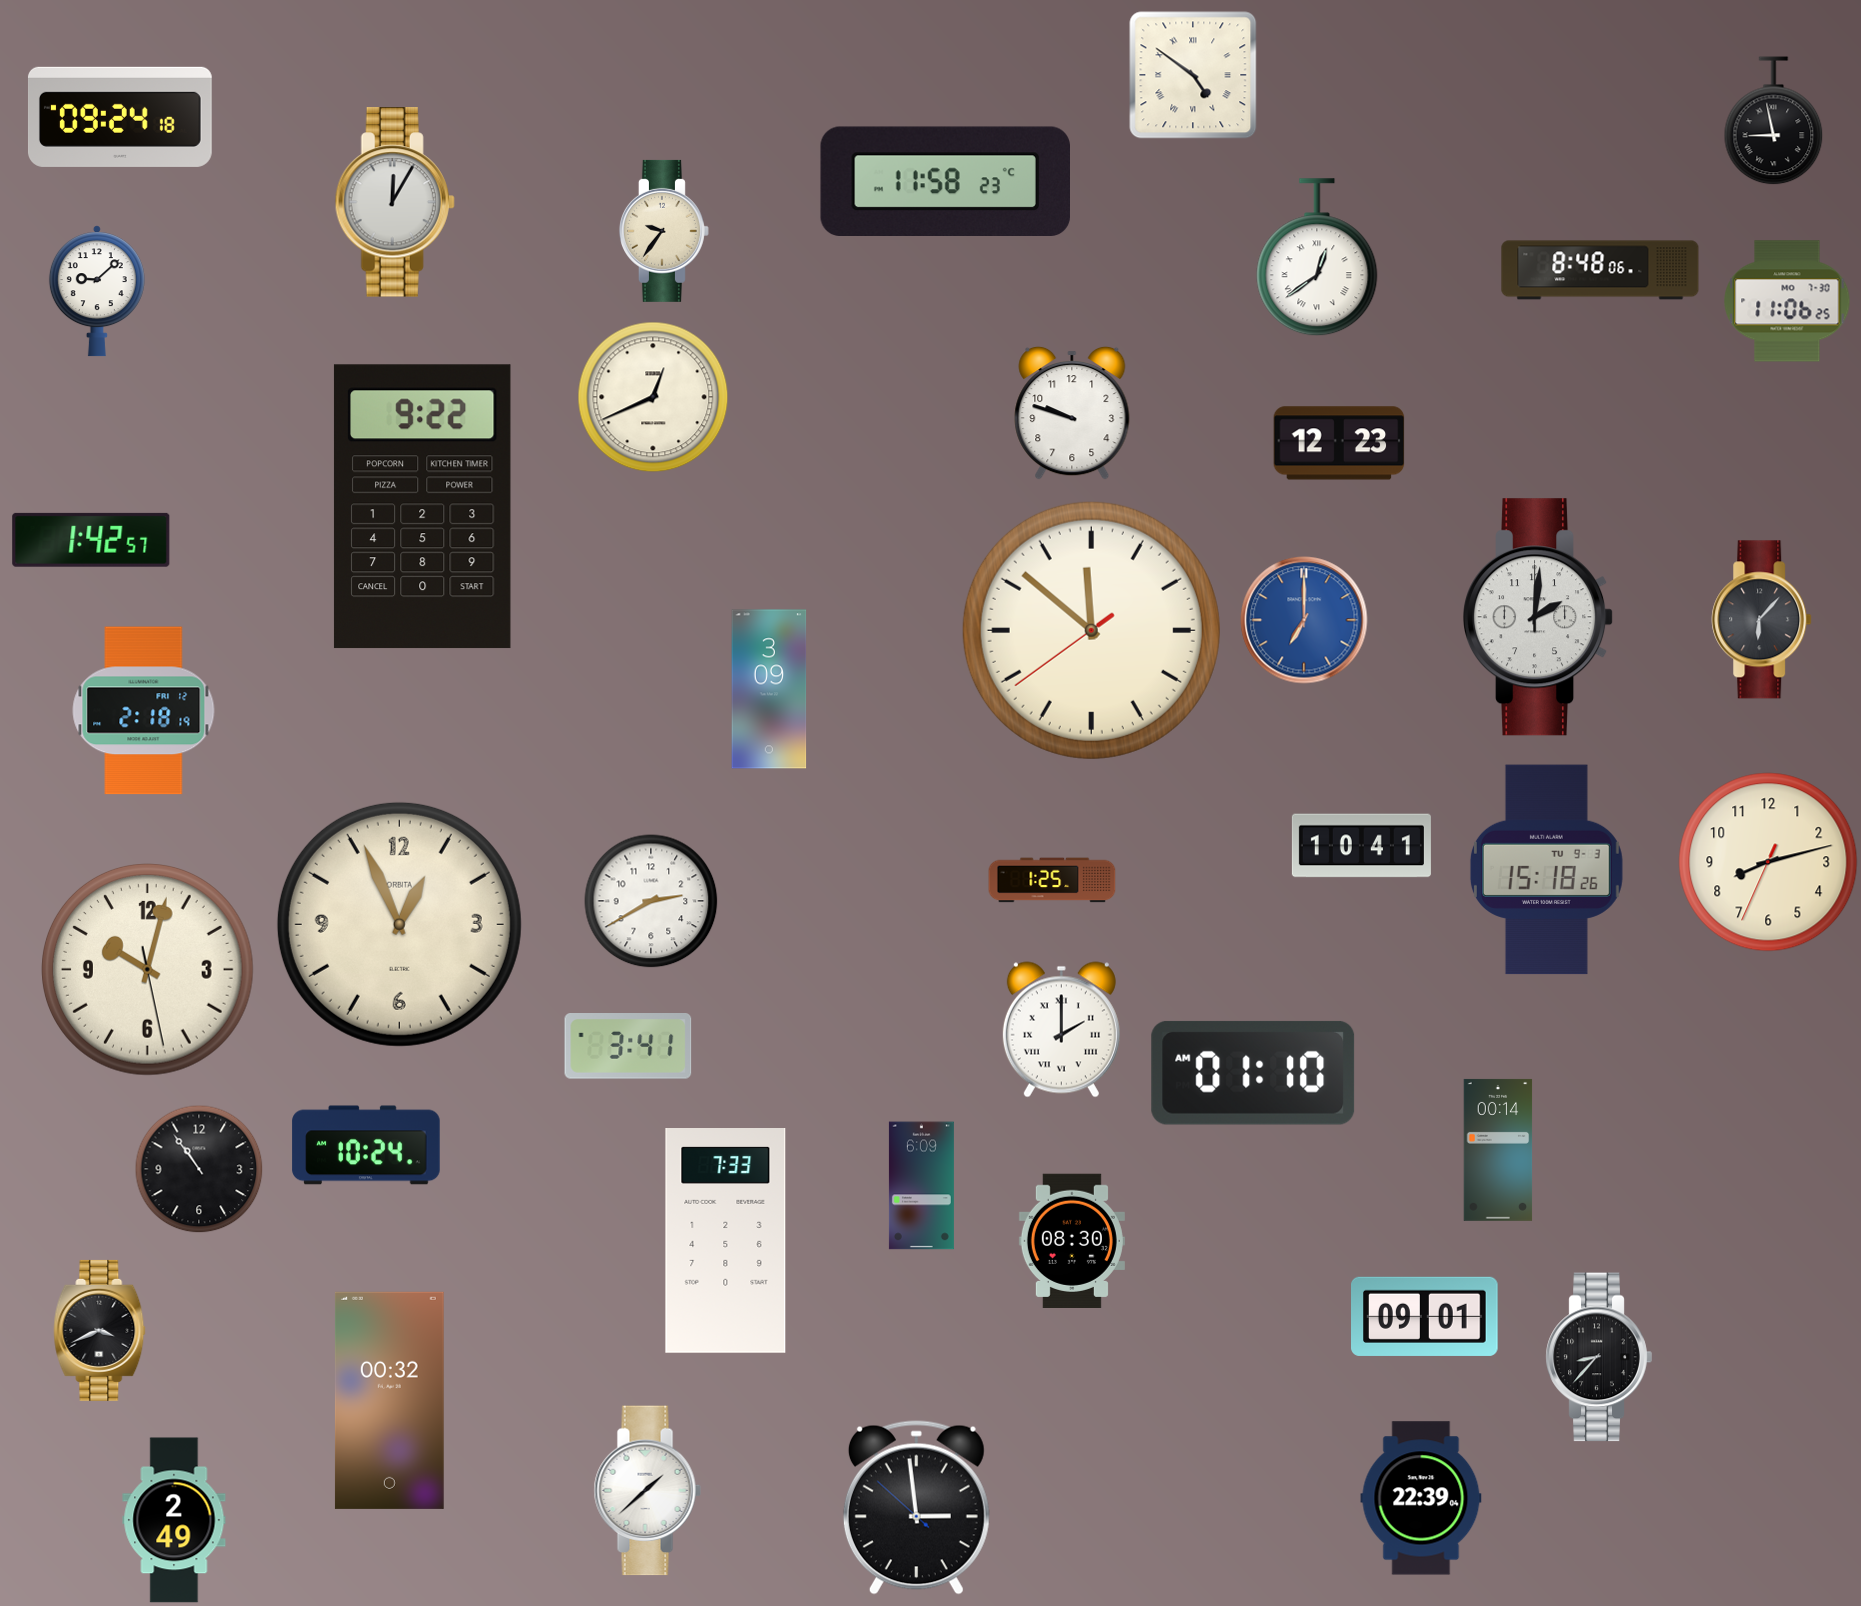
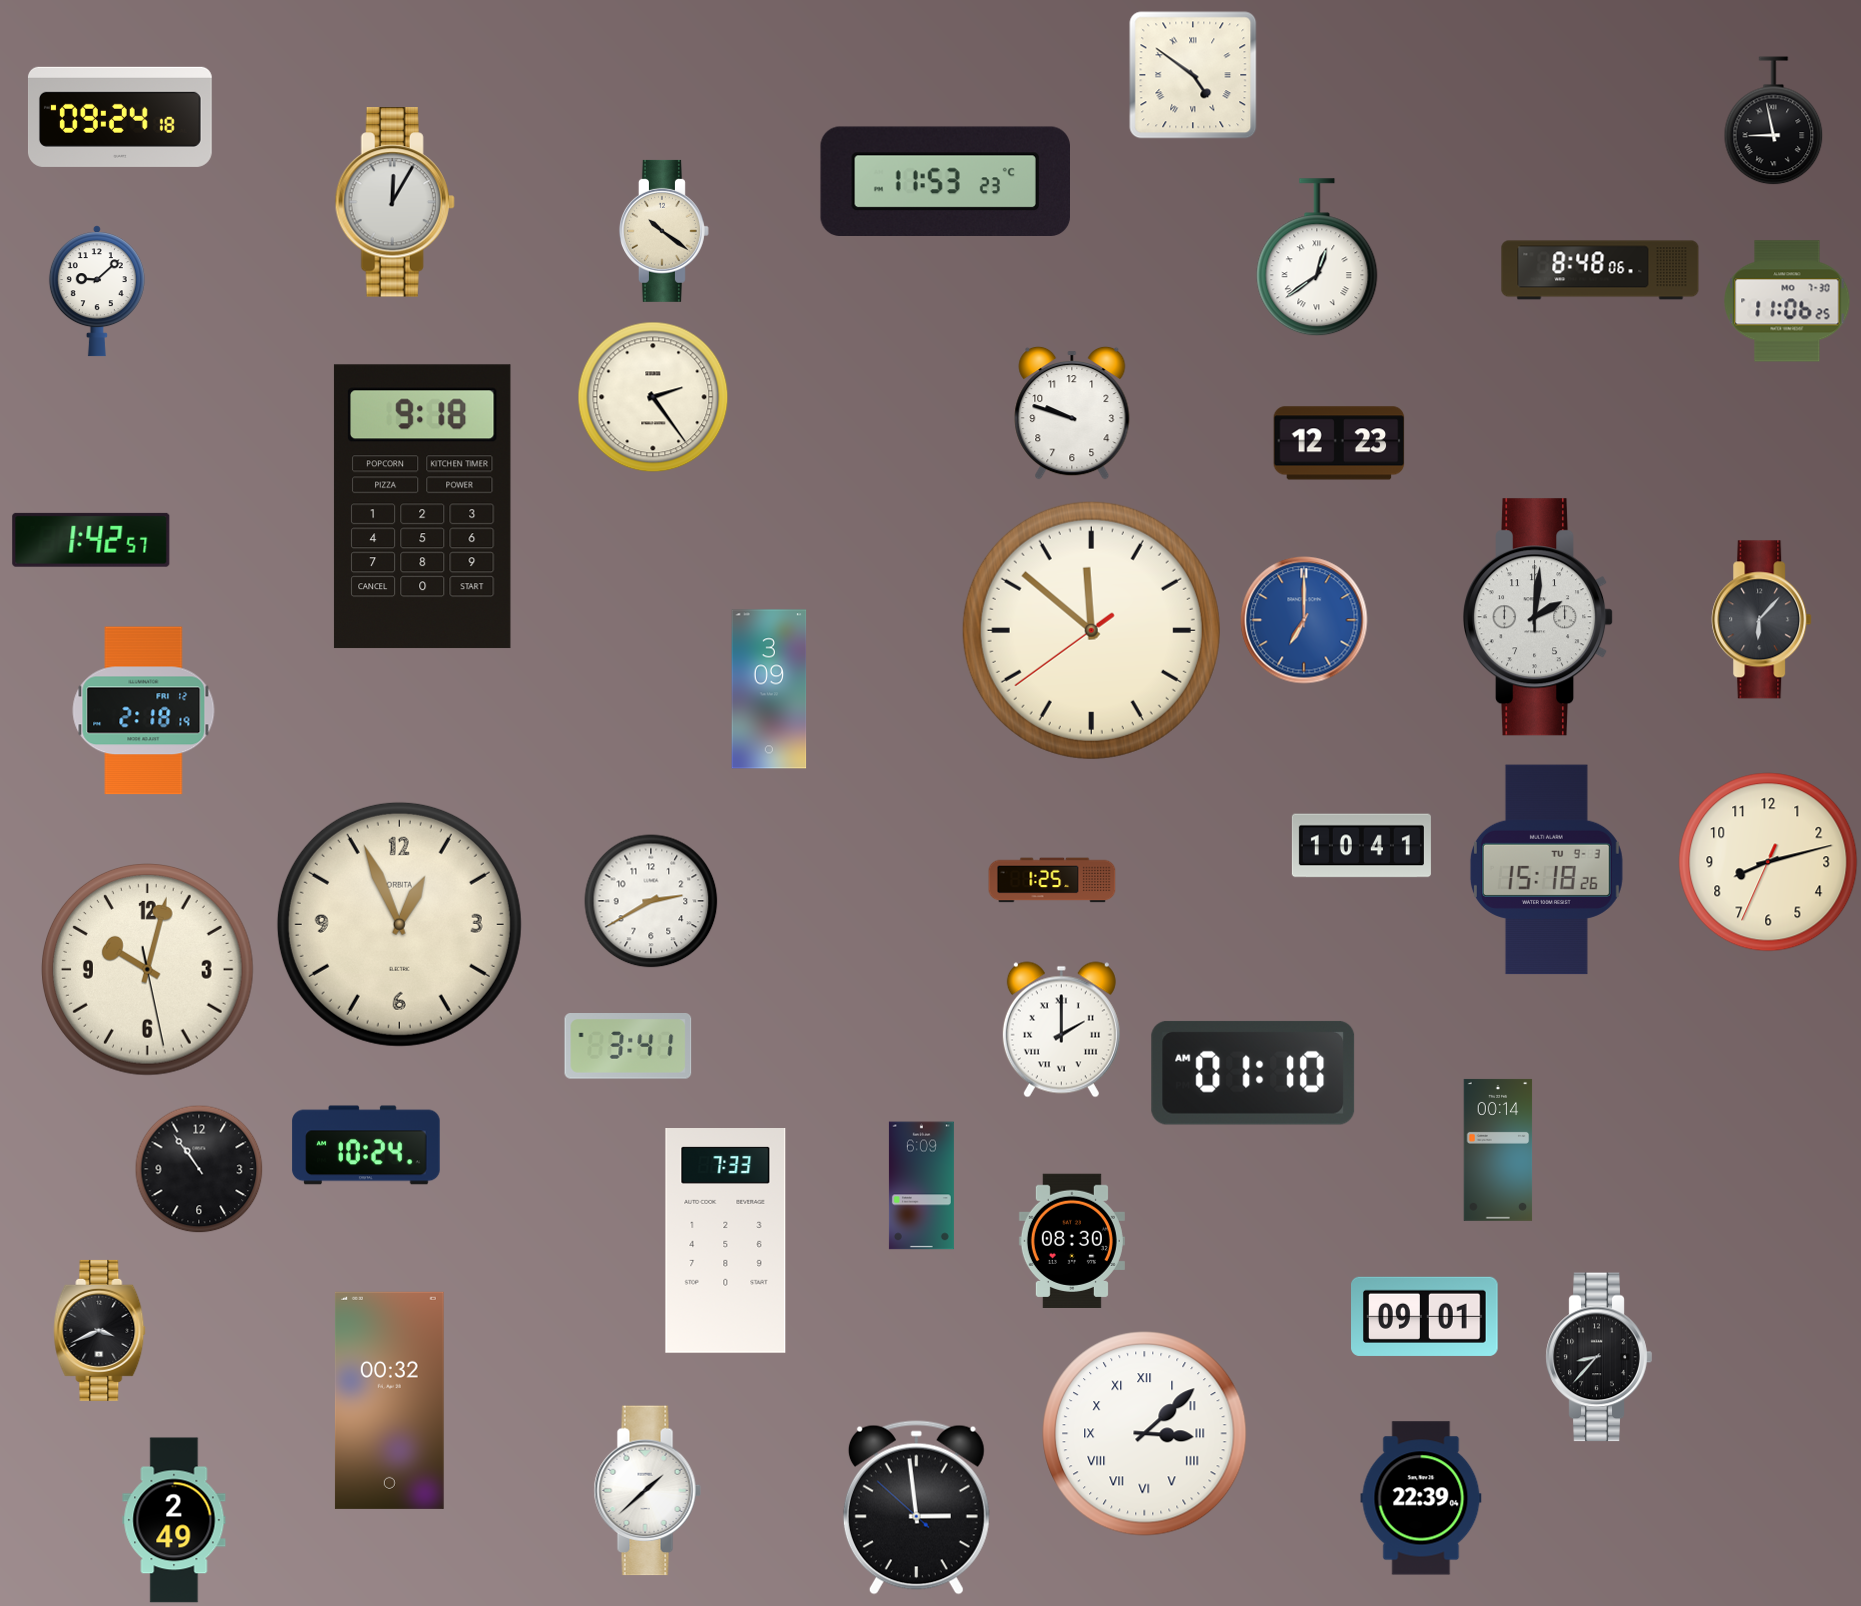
clock at (945, 181): 11:58 -> 11:53
clock at (664, 231): 9:36 -> 10:21
clock at (653, 397): 12:41 -> 2:24
clock at (422, 507): 9:22 -> 9:18
clock at (1145, 1434): none -> 3:08
